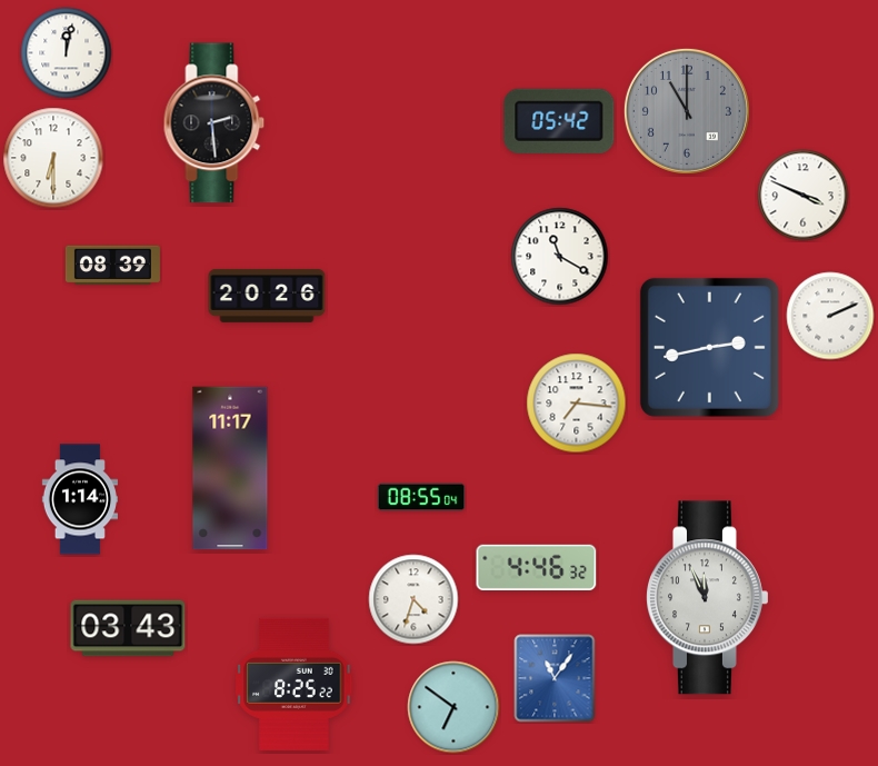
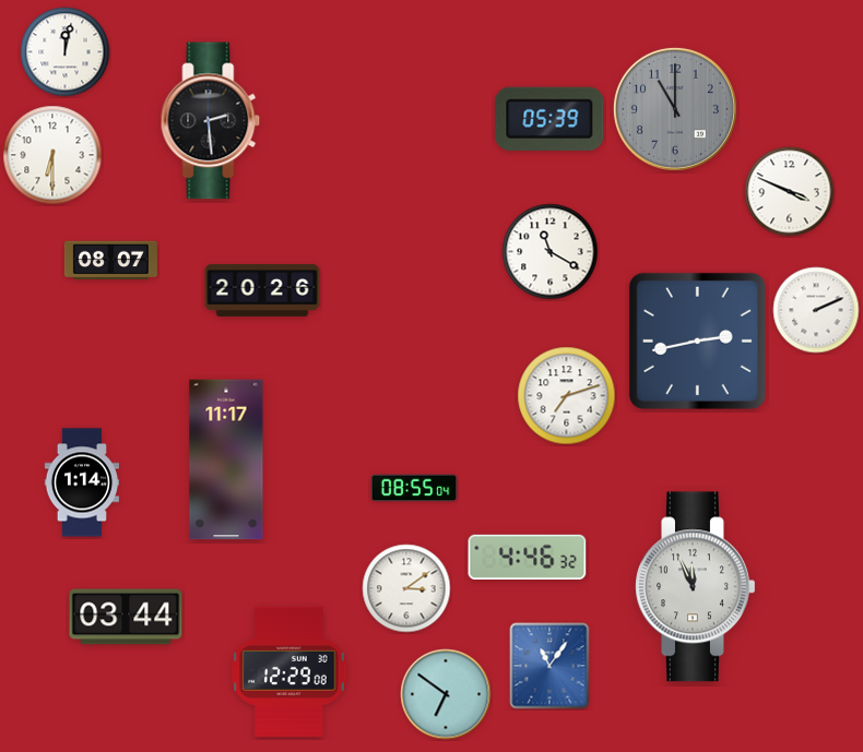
clock at (559, 121): 05:42 -> 05:39
clock at (112, 266): 08:39 -> 08:07
clock at (577, 404): 7:16 -> 7:12
clock at (79, 499) position: (79, 499) -> (81, 482)
clock at (413, 599): 4:33 -> 3:09
clock at (128, 628): 03:43 -> 03:44
clock at (555, 678) position: (555, 678) -> (549, 666)
clock at (295, 684): 8:25 -> 12:29
